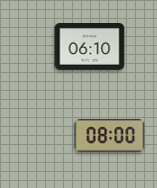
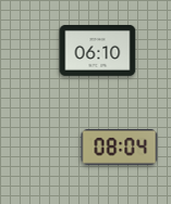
clock at (110, 136): 08:00 -> 08:04
